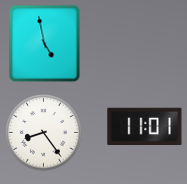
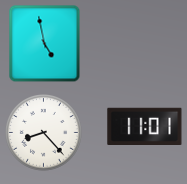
clock at (44, 133): 8:24 -> 8:23
